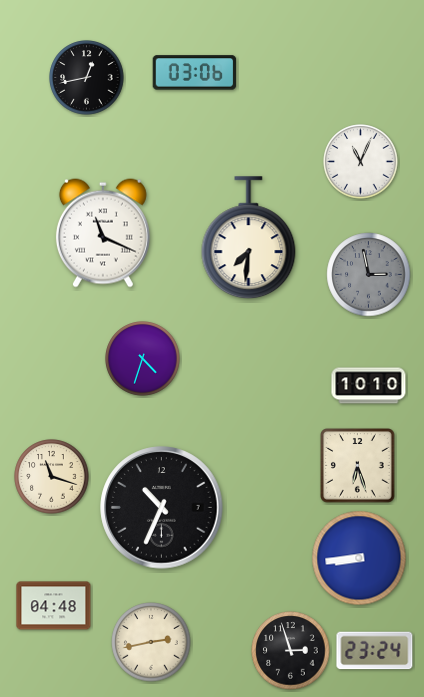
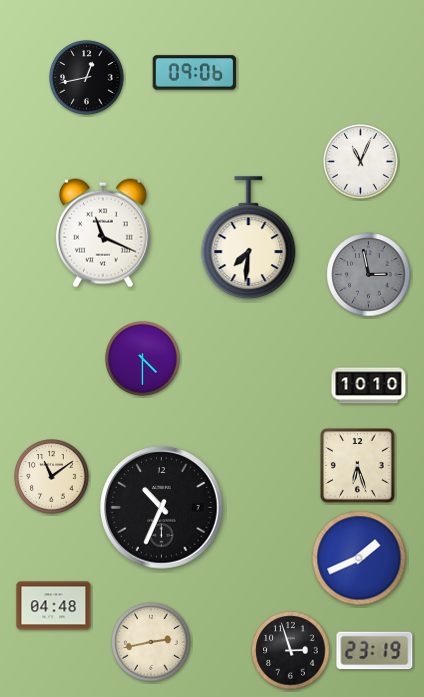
clock at (195, 73): 03:06 -> 09:06
clock at (143, 359): 4:33 -> 4:30
clock at (52, 477): 11:18 -> 11:09
clock at (359, 558): 8:44 -> 1:41
clock at (375, 651): 23:24 -> 23:19
